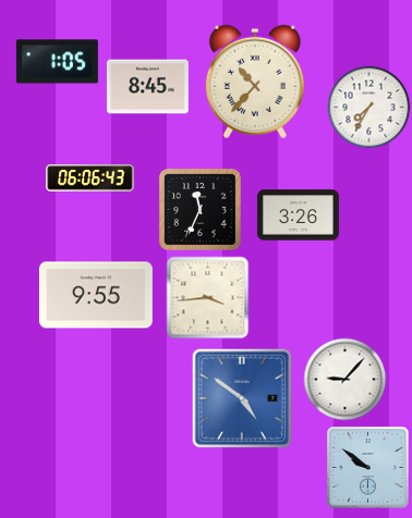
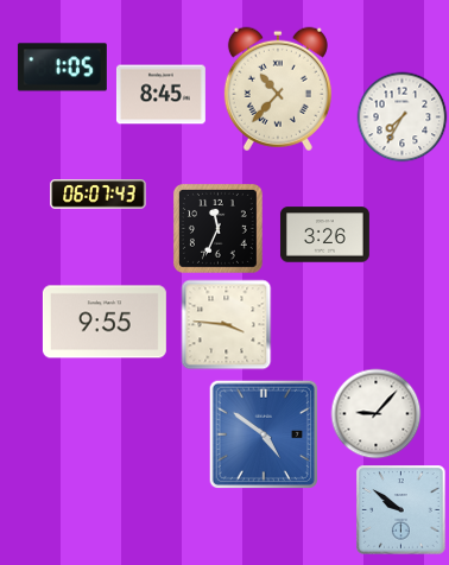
clock at (90, 178): 06:06 -> 06:07
clock at (208, 298): 3:44 -> 3:46
